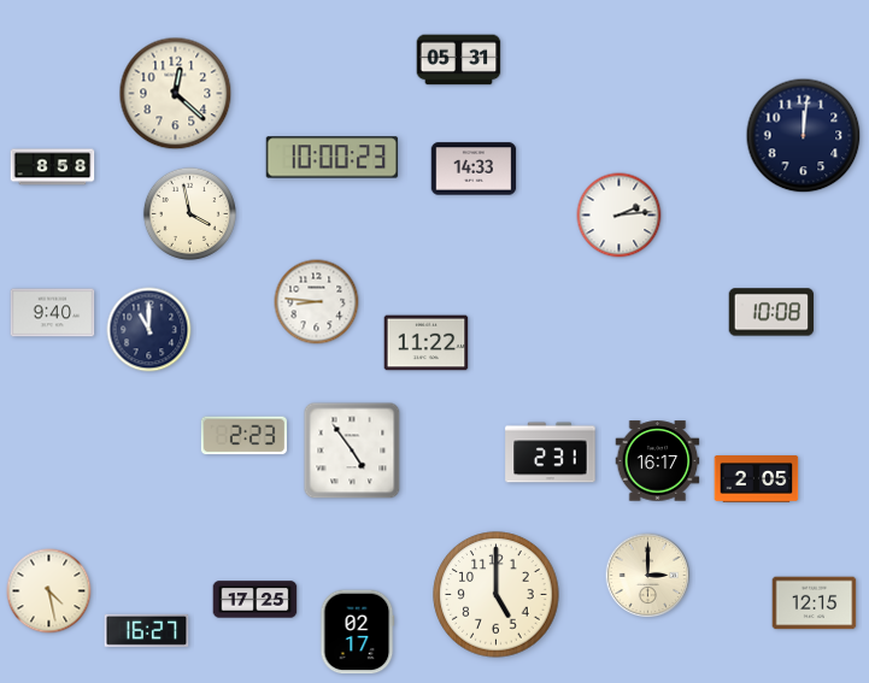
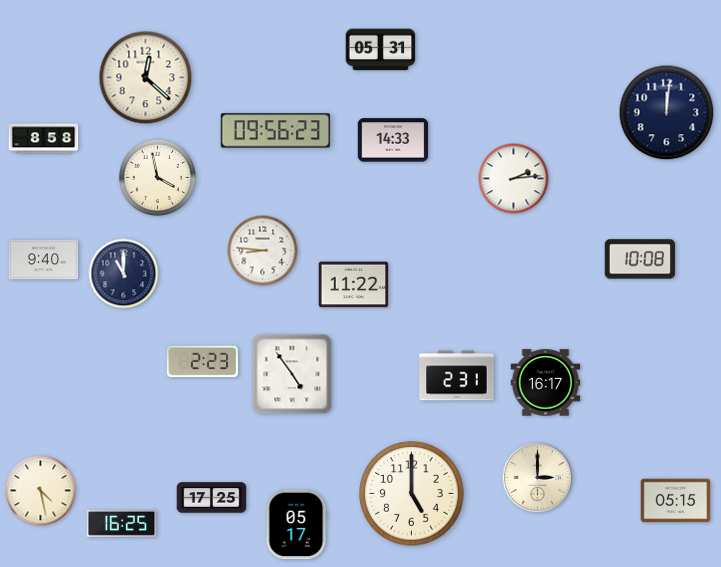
clock at (333, 158): 10:00 -> 09:56
clock at (757, 479): 2:05 -> none
clock at (815, 603): 12:15 -> 05:15
clock at (147, 630): 16:27 -> 16:25
clock at (357, 632): 02:17 -> 05:17
